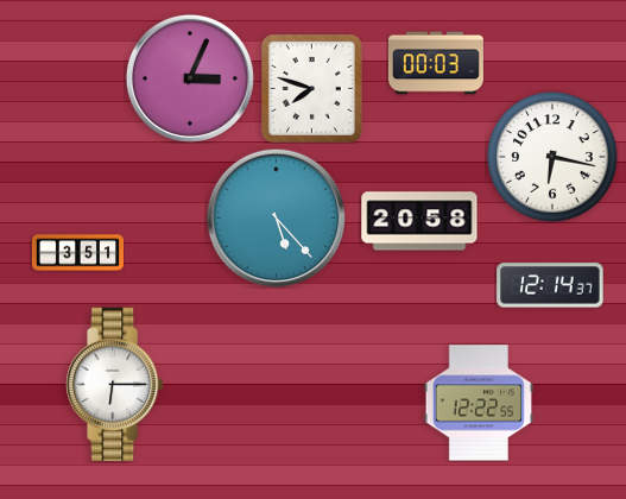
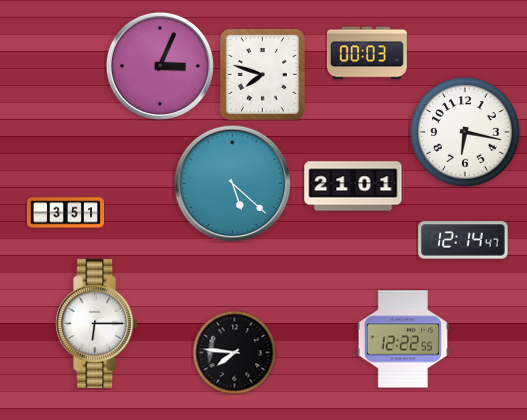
clock at (276, 217): 5:23 -> 5:22
clock at (419, 221): 20:58 -> 21:01
clock at (550, 285): 12:14:37 -> 12:14:47
clock at (234, 352): none -> 7:46
